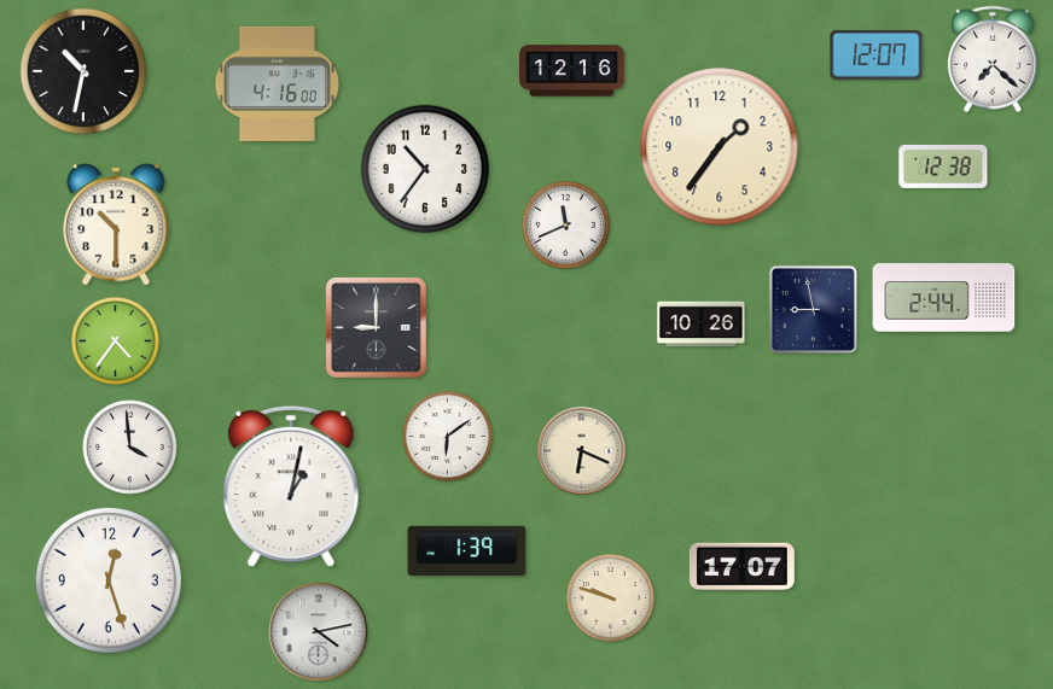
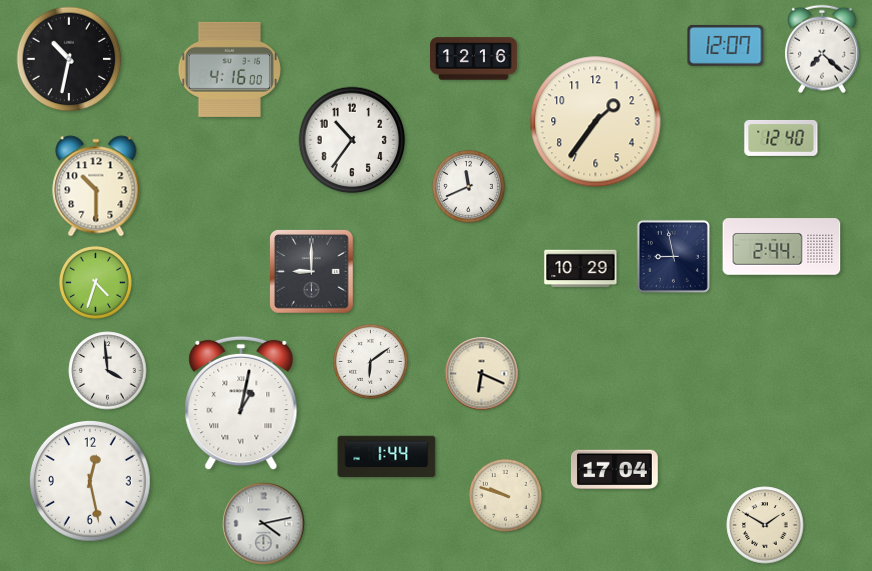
clock at (943, 167): 12:38 -> 12:40
clock at (702, 325): 10:26 -> 10:29
clock at (116, 341): 4:36 -> 4:33
clock at (467, 551): 1:39 -> 1:44
clock at (741, 567): 17:07 -> 17:04
clock at (110, 582): 12:27 -> 12:28
clock at (765, 525): none -> 1:50
